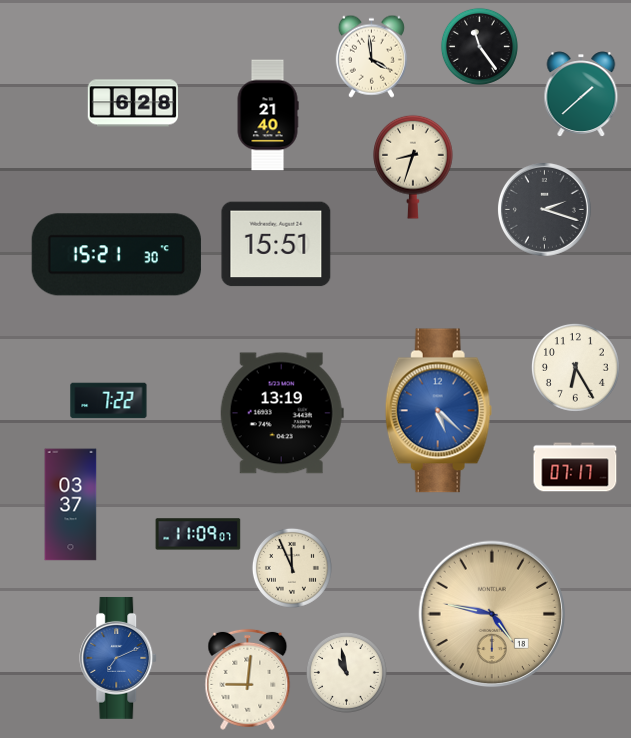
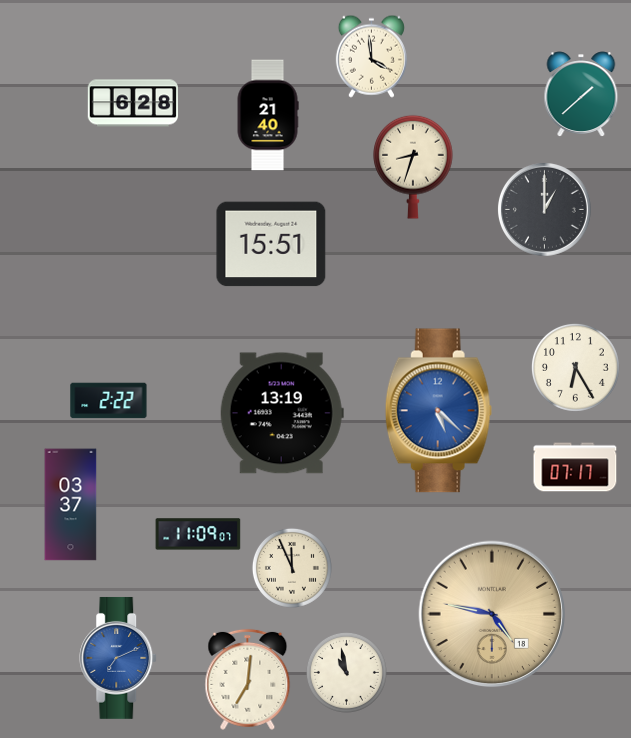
clock at (479, 46): 11:24 -> none
clock at (544, 209): 2:18 -> 1:00
clock at (276, 244) position: (276, 244) -> (271, 244)
clock at (116, 255): 15:21 -> none
clock at (109, 401): 7:22 -> 2:22
clock at (248, 679): 9:01 -> 7:01
